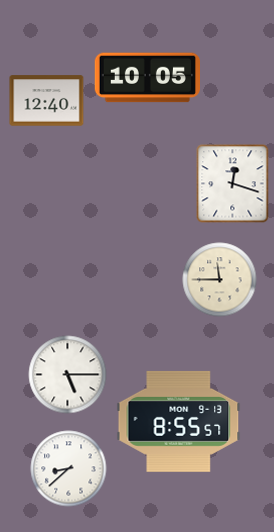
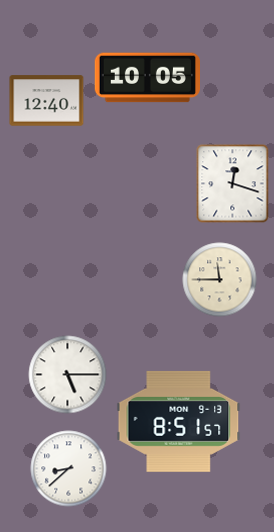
clock at (179, 421): 8:55 -> 8:51
